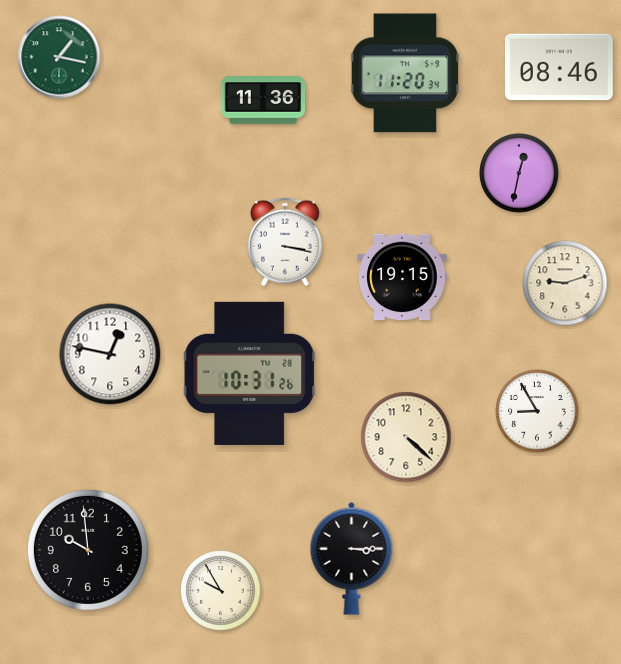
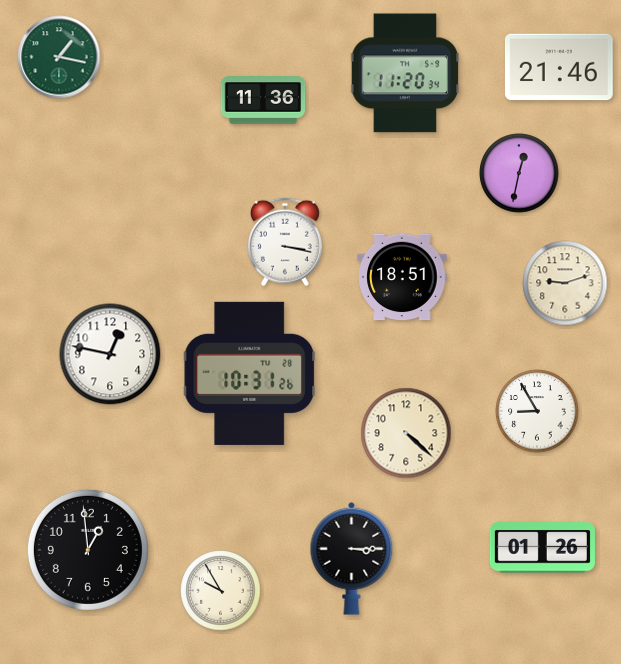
clock at (559, 67): 08:46 -> 21:46
clock at (402, 277): 19:15 -> 18:51
clock at (406, 437) position: (406, 437) -> (406, 433)
clock at (542, 548): none -> 01:26
clock at (88, 550): 9:59 -> 12:59
